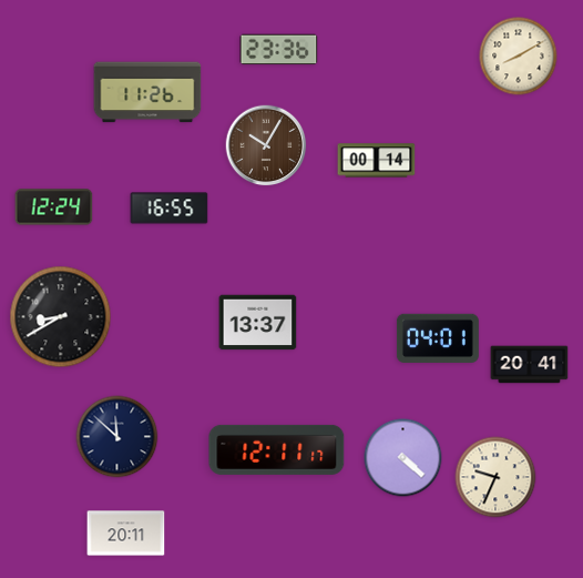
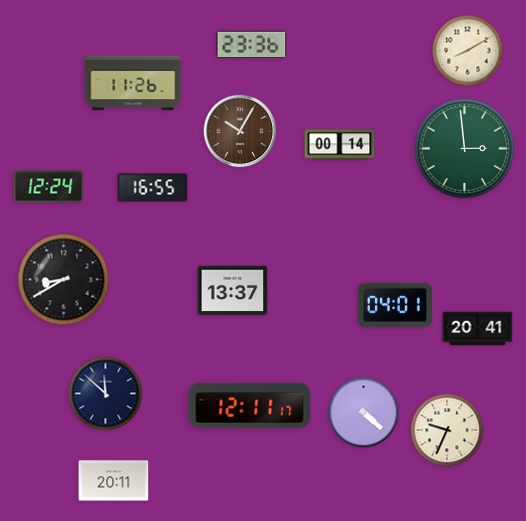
clock at (465, 149): none -> 2:59
clock at (61, 317) position: (61, 317) -> (64, 280)
